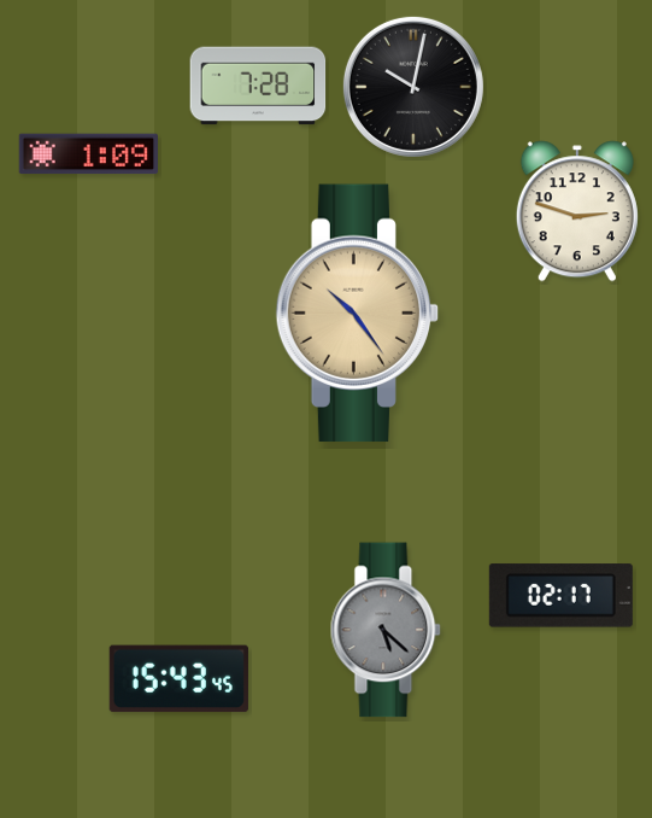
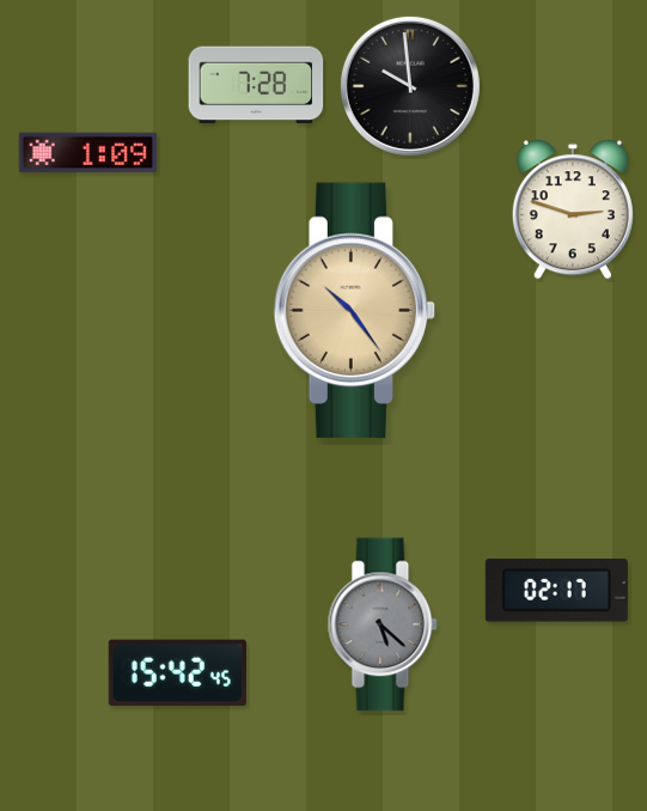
clock at (413, 87): 10:02 -> 9:59
clock at (178, 679): 15:43 -> 15:42
